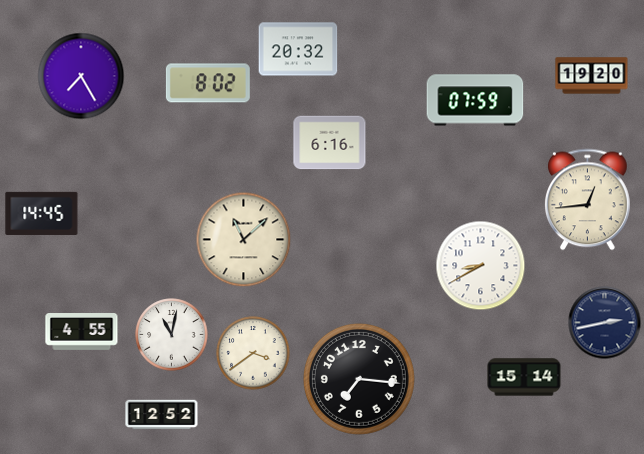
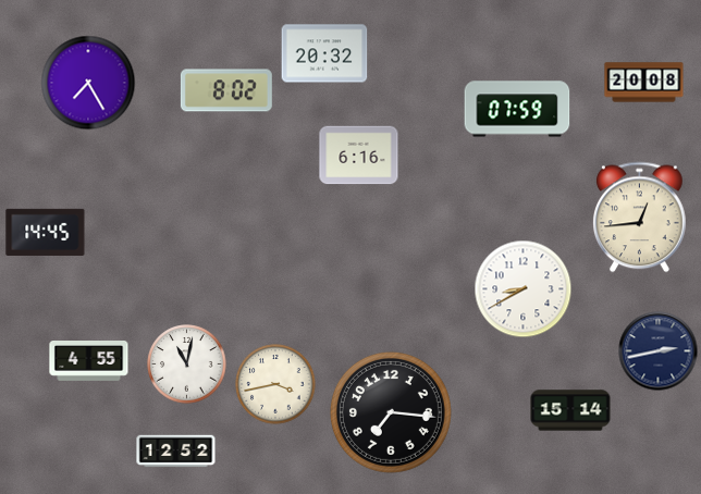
clock at (592, 76): 19:20 -> 20:08
clock at (244, 240): 11:08 -> none
clock at (253, 353): 3:39 -> 3:43
